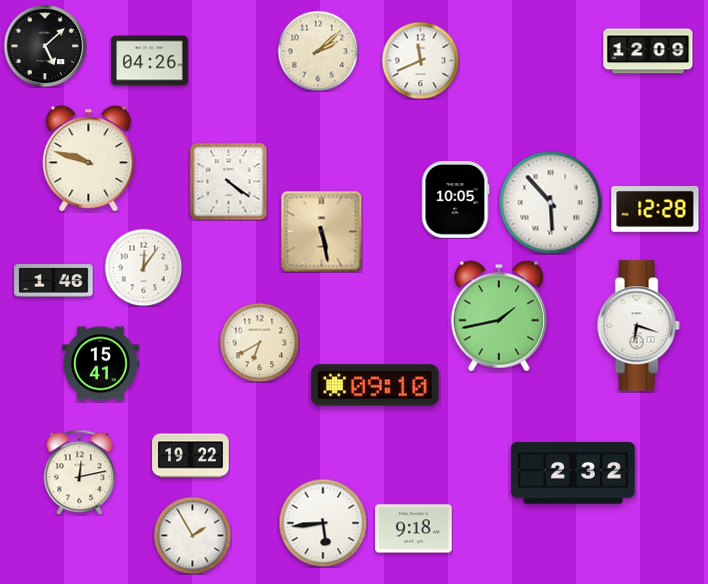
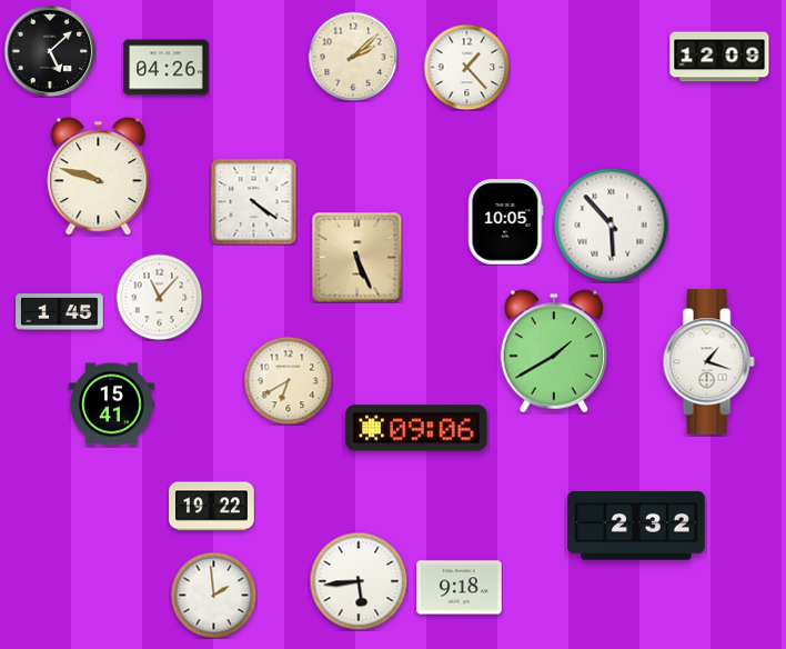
clock at (420, 60): 11:41 -> 1:23
clock at (655, 210): 12:28 -> none
clock at (321, 231): 5:28 -> 5:26
clock at (143, 267): 12:06 -> 11:07
clock at (54, 281): 1:46 -> 1:45
clock at (498, 316): 1:43 -> 1:40
clock at (638, 326): 6:18 -> 1:18
clock at (375, 385): 09:10 -> 09:06
clock at (80, 472): 12:13 -> none
clock at (192, 535): 1:55 -> 1:59
